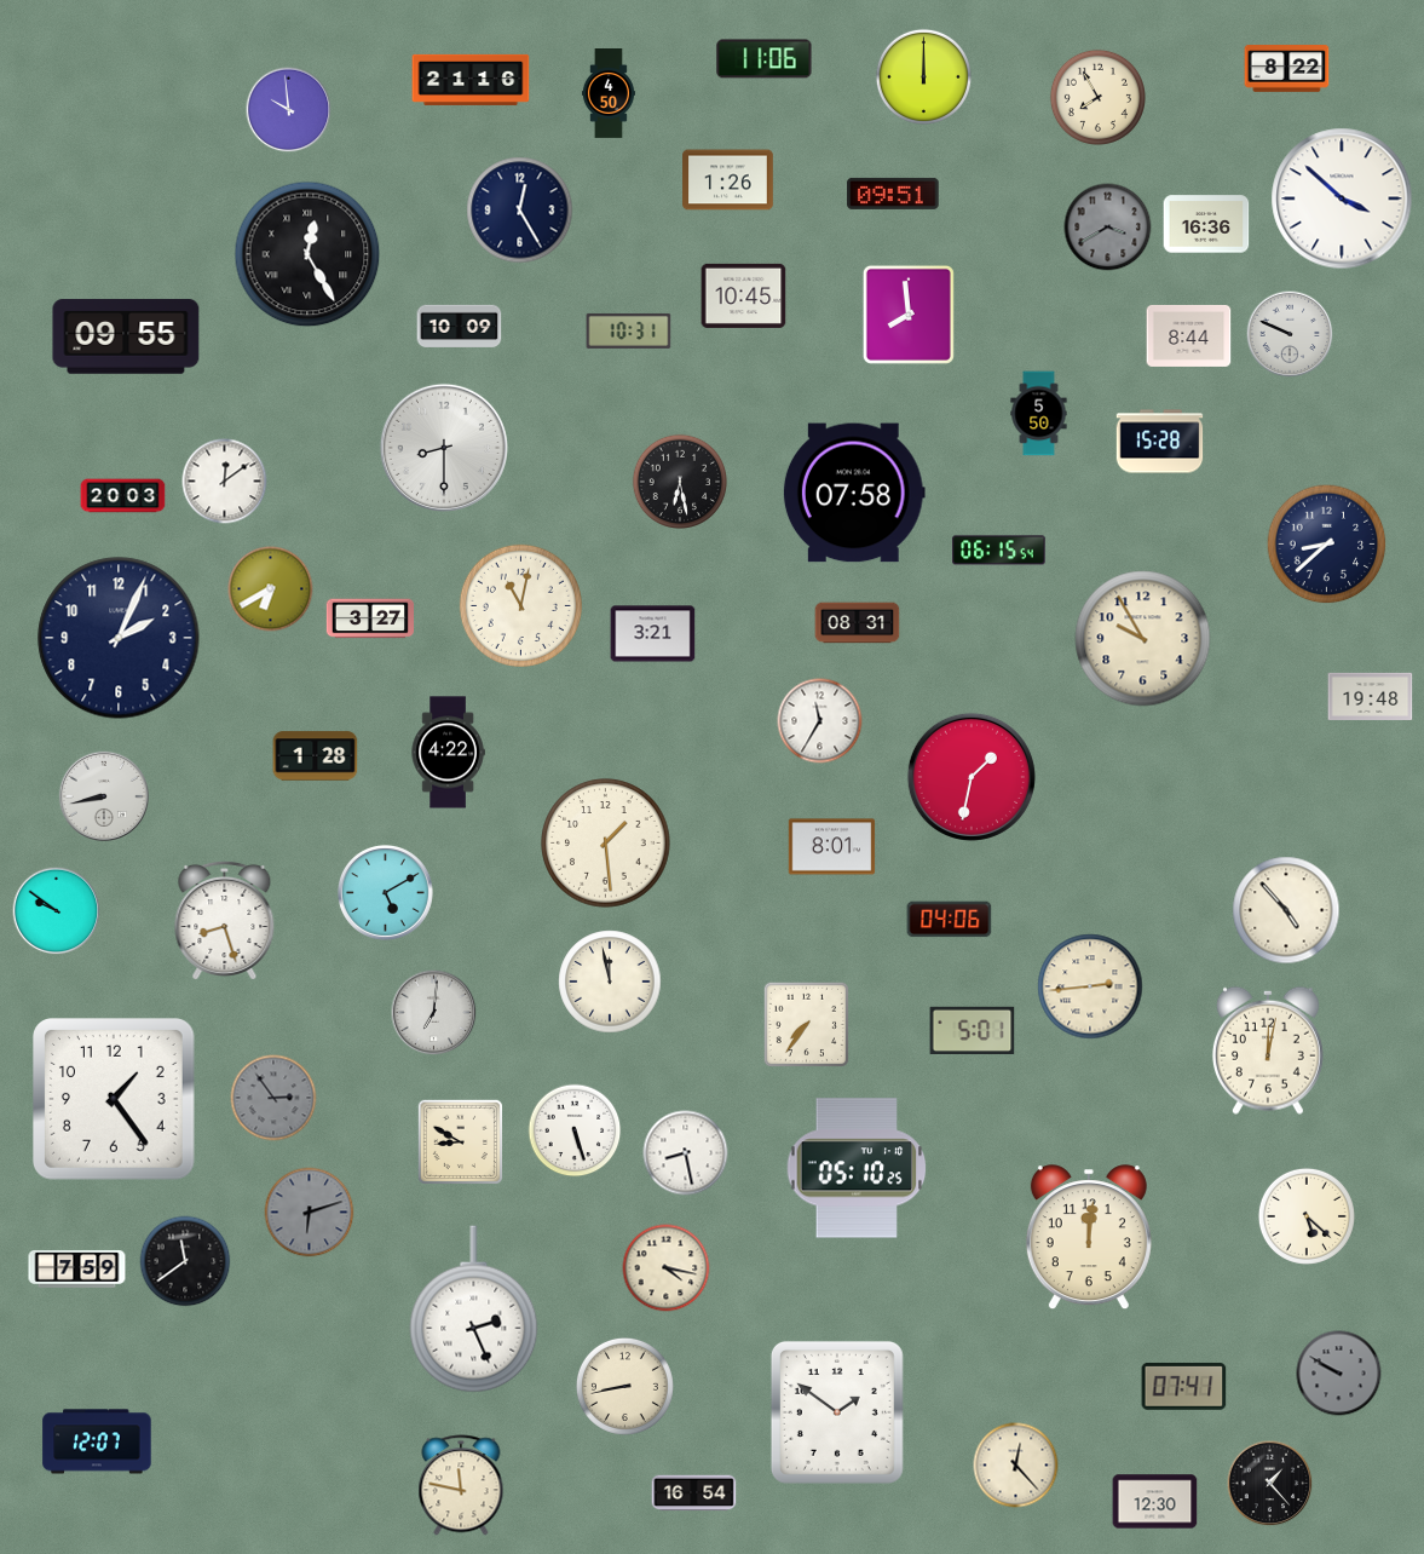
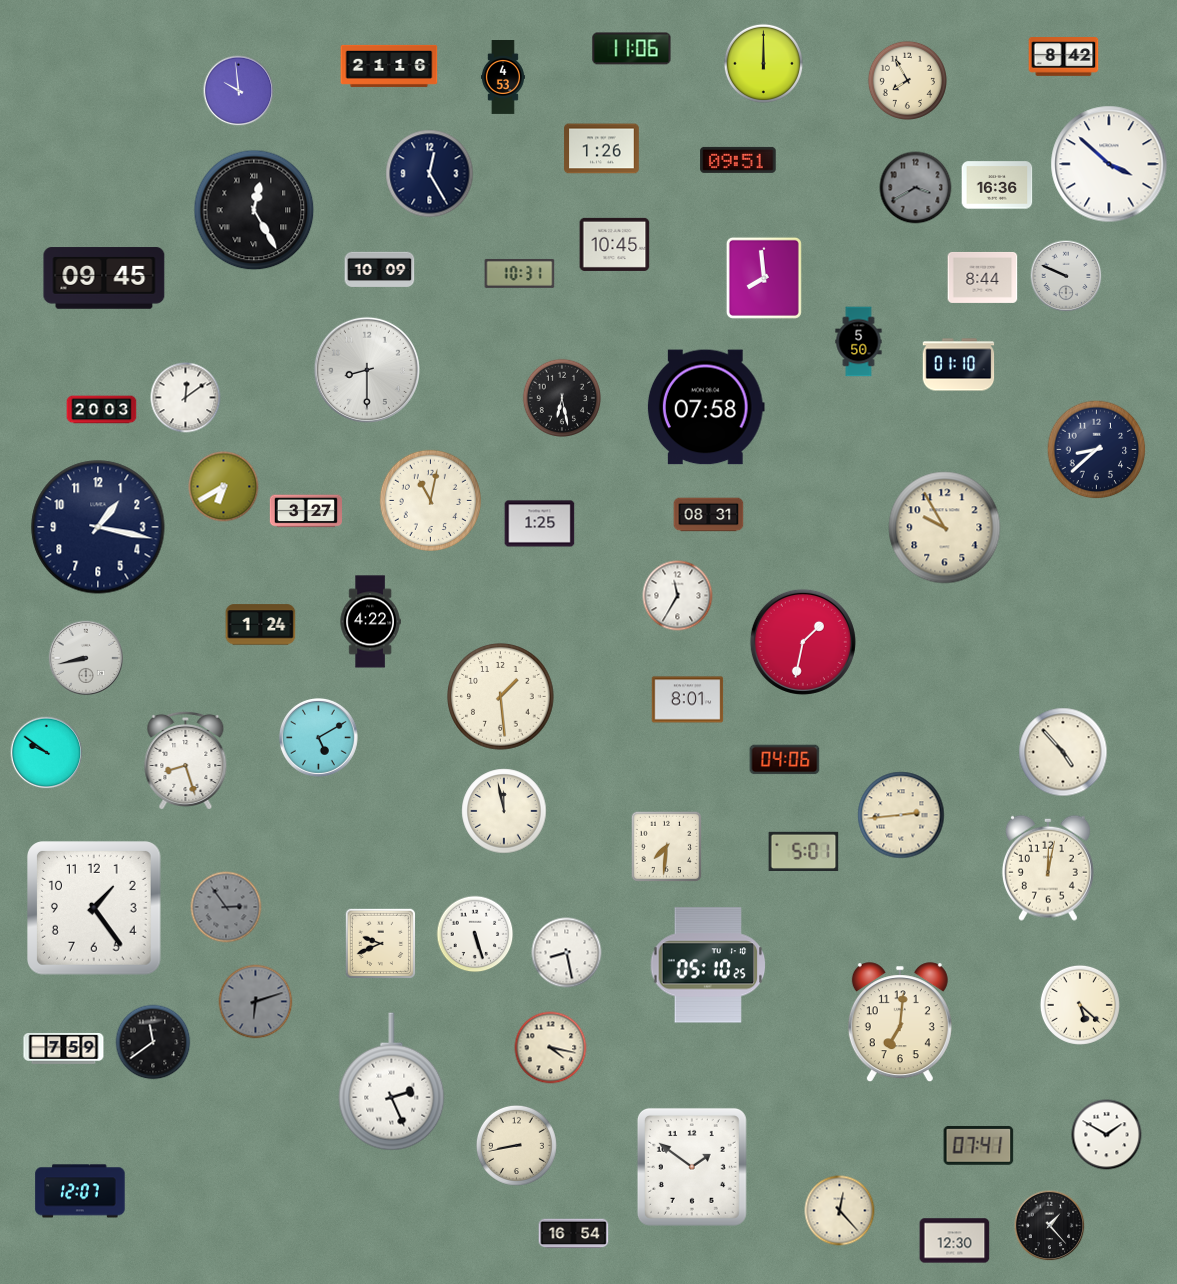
clock at (1287, 69): 8:22 -> 8:42
clock at (609, 94): 4:50 -> 4:53
clock at (909, 315) position: (909, 315) -> (764, 278)
clock at (126, 336): 09:55 -> 09:45
clock at (1160, 442): 15:28 -> 01:10
clock at (999, 551): 06:15 -> none
clock at (653, 634): 3:21 -> 1:25
clock at (119, 638): 2:04 -> 1:17
clock at (1371, 696): 19:48 -> none
clock at (316, 756): 1:28 -> 1:24
clock at (434, 1013): 7:01 -> none
clock at (806, 1024): 7:36 -> 7:31
clock at (460, 1141): 8:50 -> 9:41
clock at (1089, 1238): 12:01 -> 7:01
clock at (1339, 1374): 9:50 -> 1:50
clock at (1339, 1374) dial: grey -> white
clock at (461, 1485): 11:47 -> none
